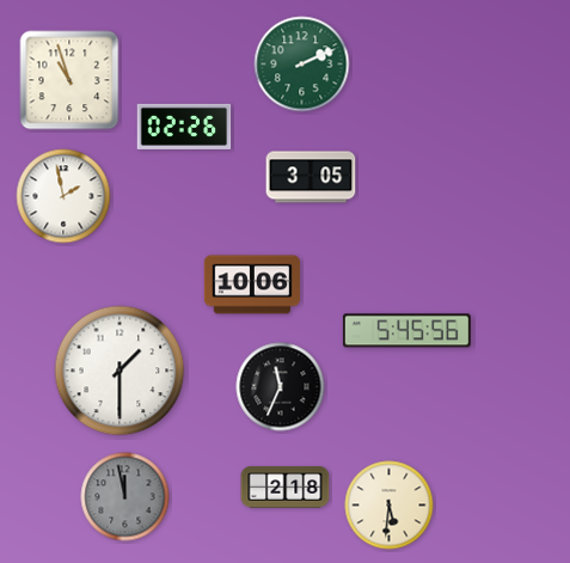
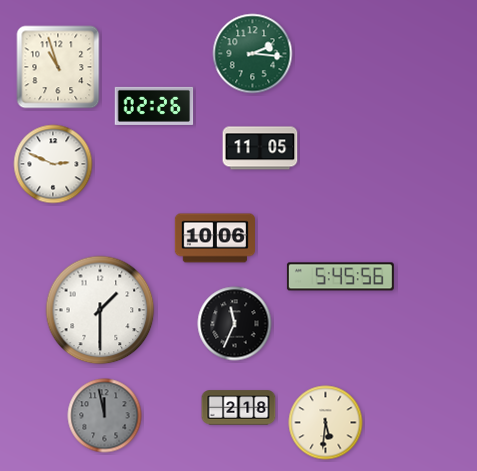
clock at (302, 65): 2:11 -> 2:16
clock at (311, 177): 3:05 -> 11:05
clock at (63, 196): 1:58 -> 2:49
clock at (251, 284) position: (251, 284) -> (214, 238)
